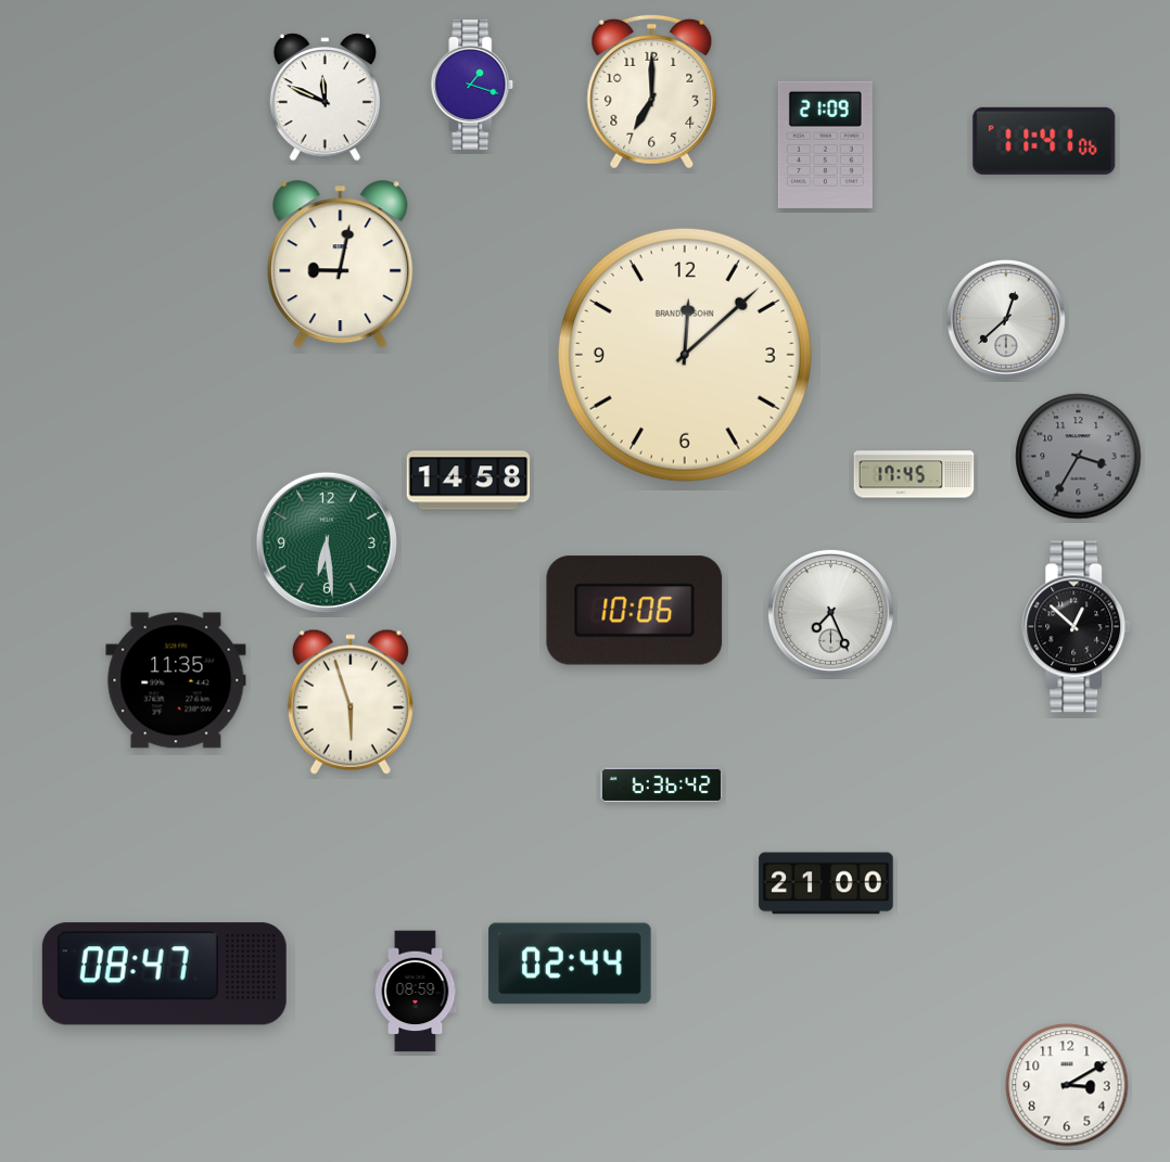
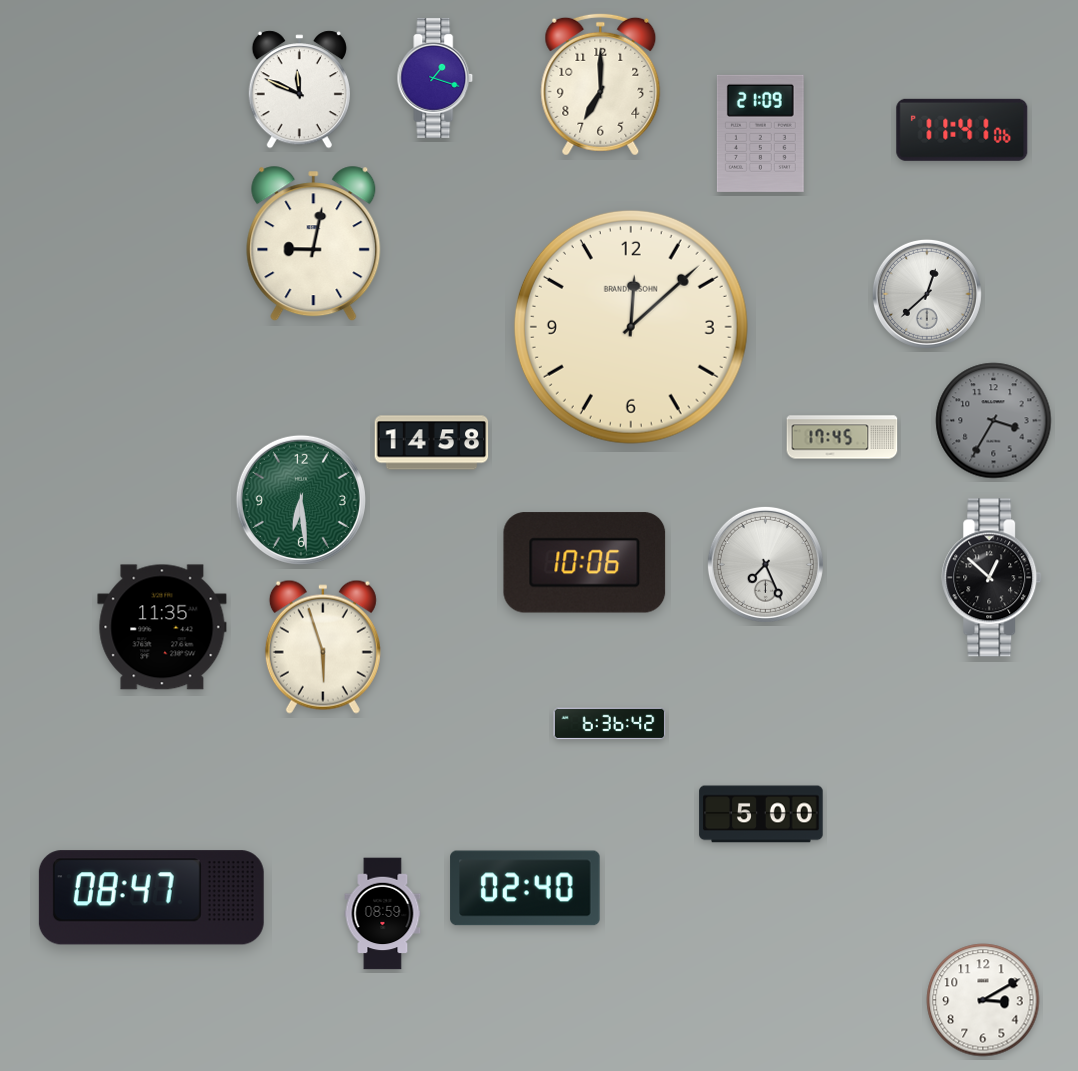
clock at (826, 883): 21:00 -> 5:00
clock at (570, 963): 02:44 -> 02:40
